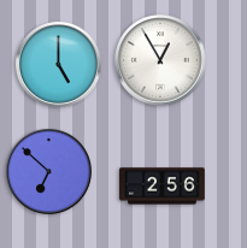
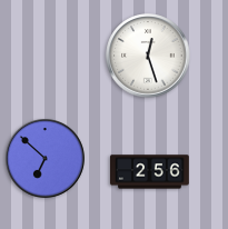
clock at (160, 60): 12:55 -> 12:27
clock at (59, 65): 5:00 -> none
